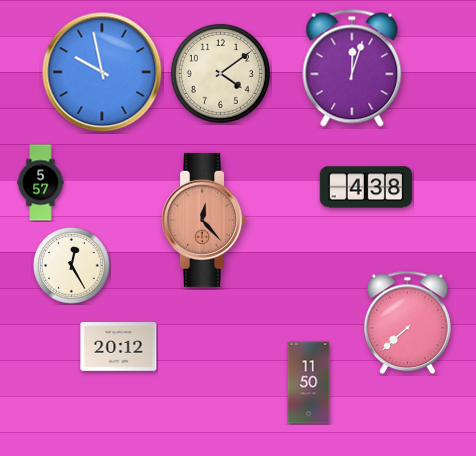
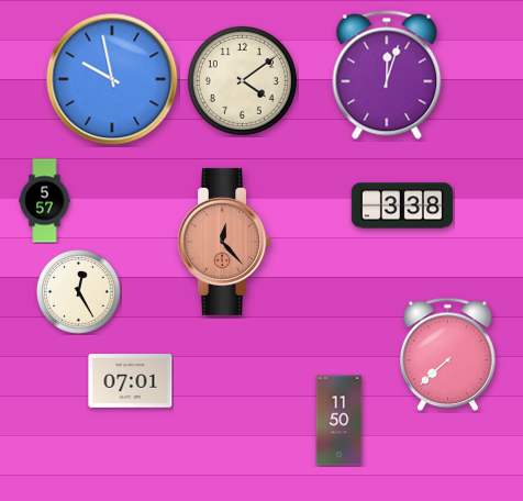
clock at (366, 187): 4:38 -> 3:38
clock at (119, 347): 20:12 -> 07:01
